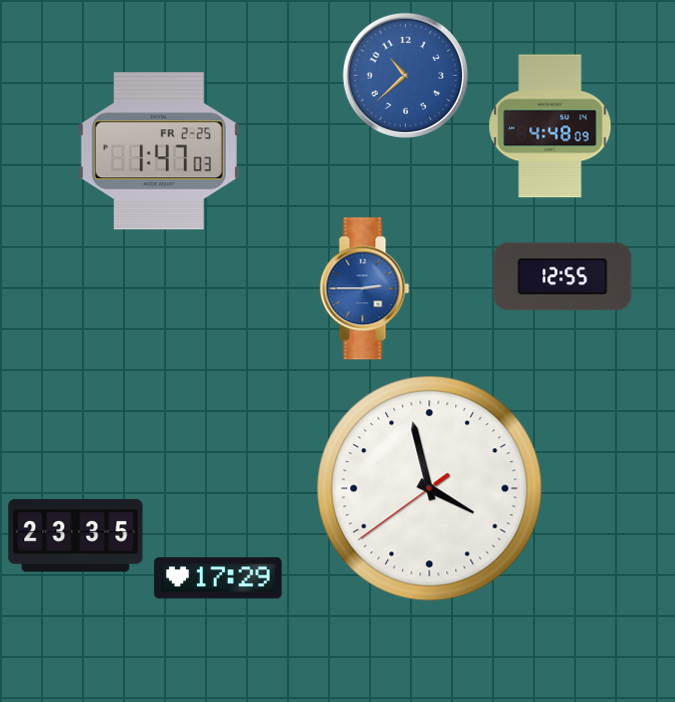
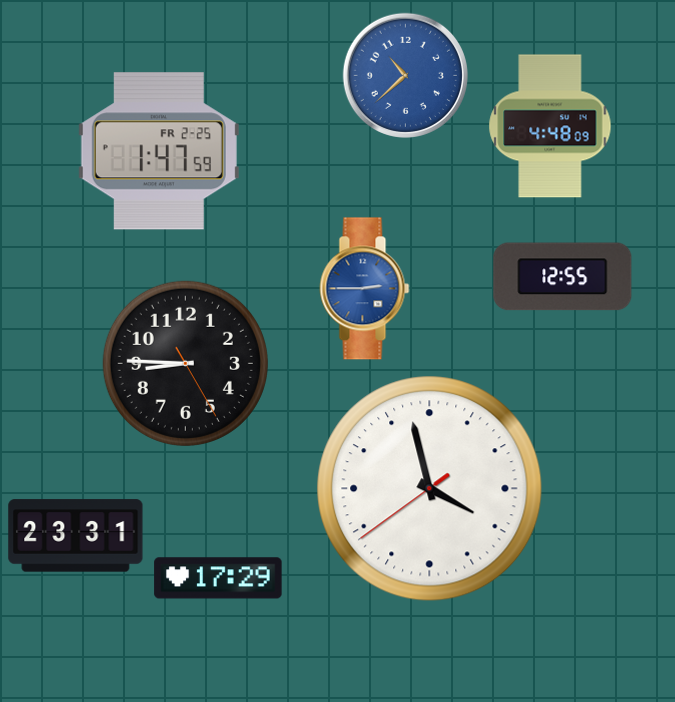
clock at (159, 151): 1:47:03 -> 1:47:59
clock at (185, 363): none -> 8:45
clock at (76, 536): 23:35 -> 23:31
